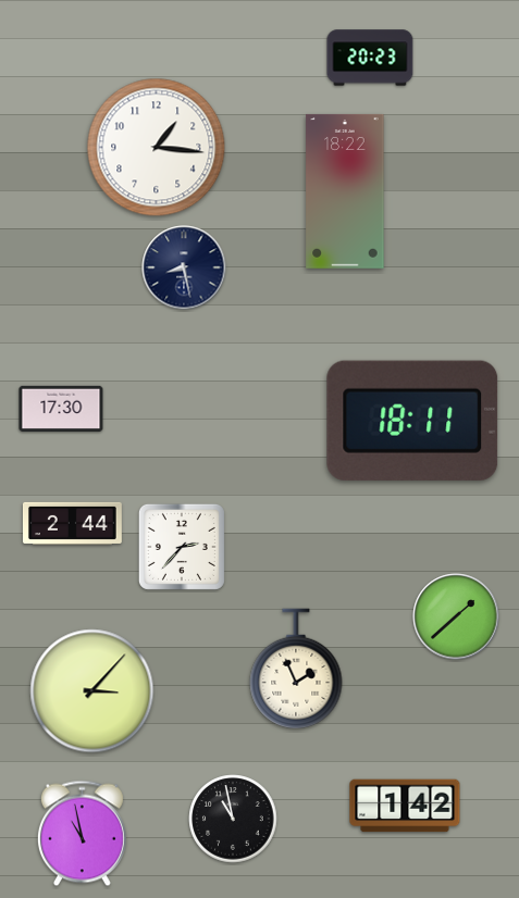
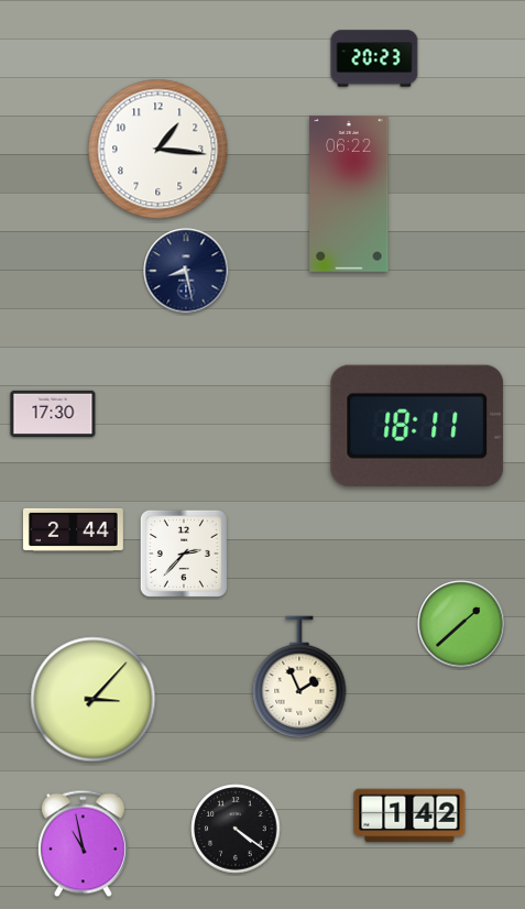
clock at (345, 191): 18:22 -> 06:22
clock at (61, 409) position: (61, 409) -> (53, 414)
clock at (233, 819): 10:58 -> 4:21
